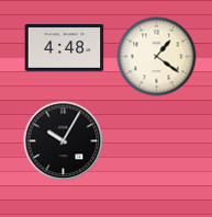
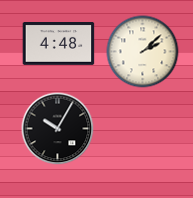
clock at (157, 57): 1:21 -> 2:08
